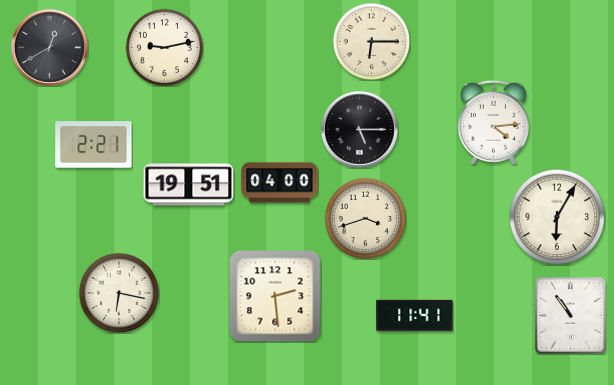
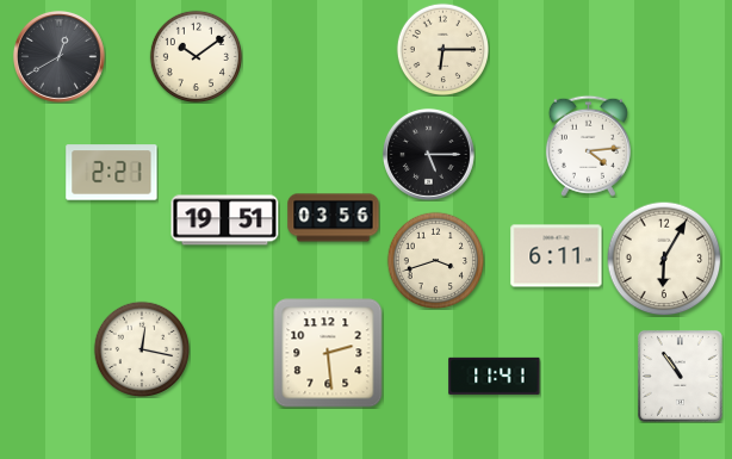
clock at (164, 47): 9:13 -> 10:09
clock at (280, 183): 04:00 -> 03:56
clock at (557, 256): none -> 6:11
clock at (119, 293): 6:17 -> 12:17
